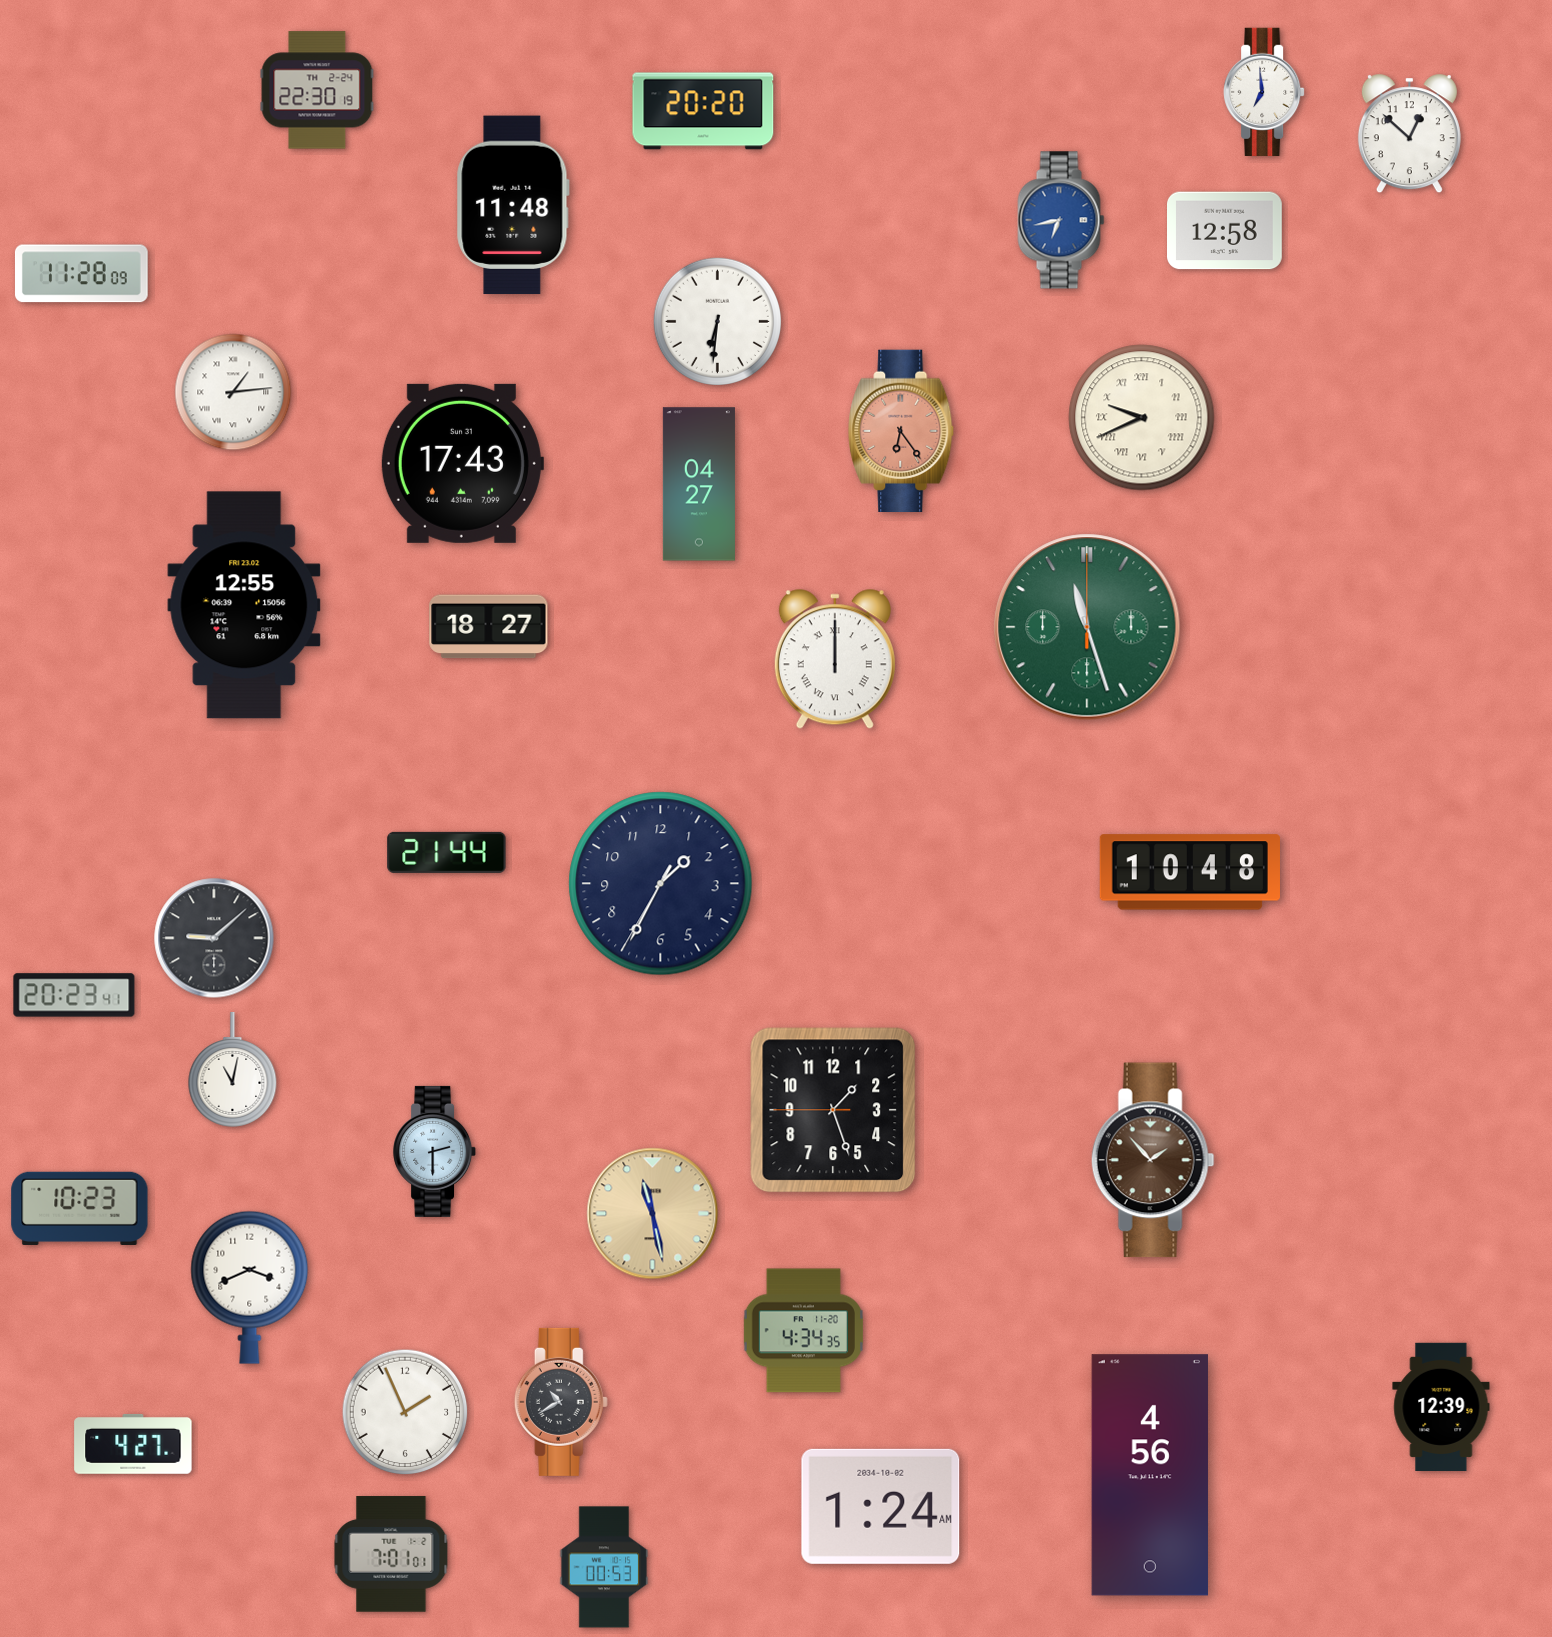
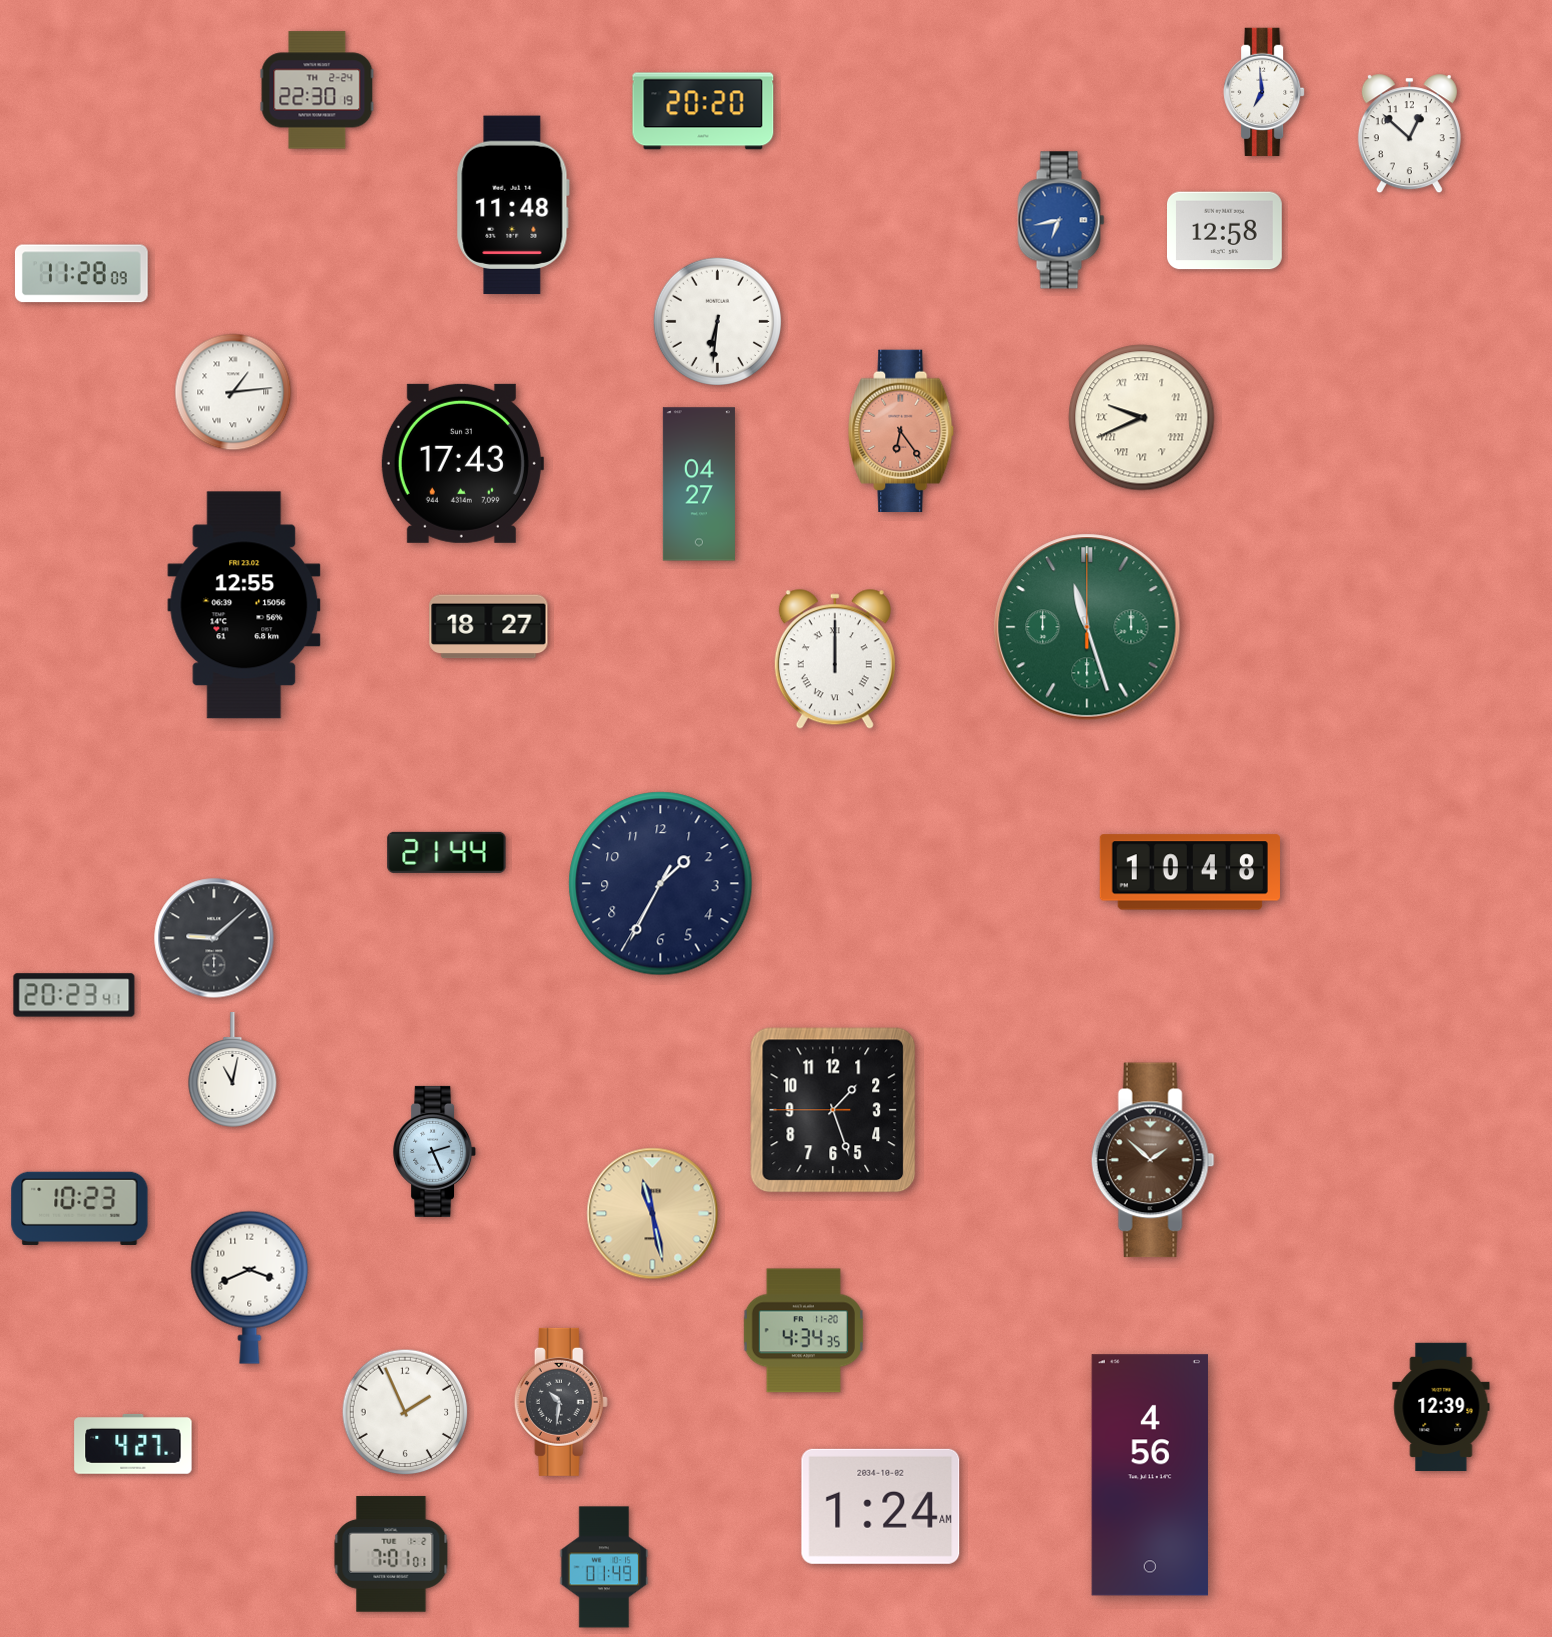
clock at (435, 1151): 2:30 -> 2:26
clock at (1153, 1160): 1:53 -> 1:52
clock at (561, 1402): 10:40 -> 10:31
clock at (604, 1567): 00:53 -> 01:49
